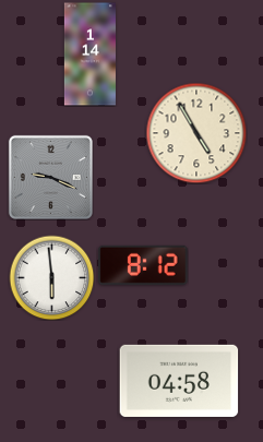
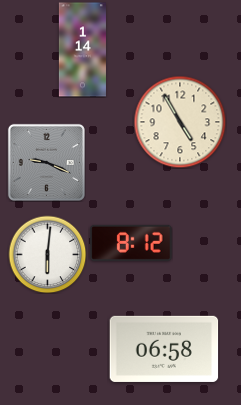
clock at (51, 277): 5:59 -> 6:01
clock at (179, 381): 04:58 -> 06:58
